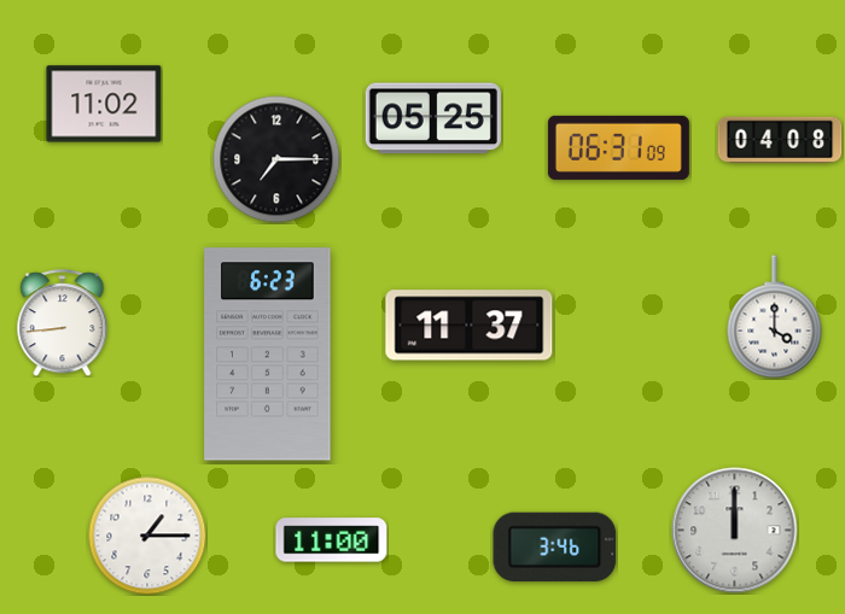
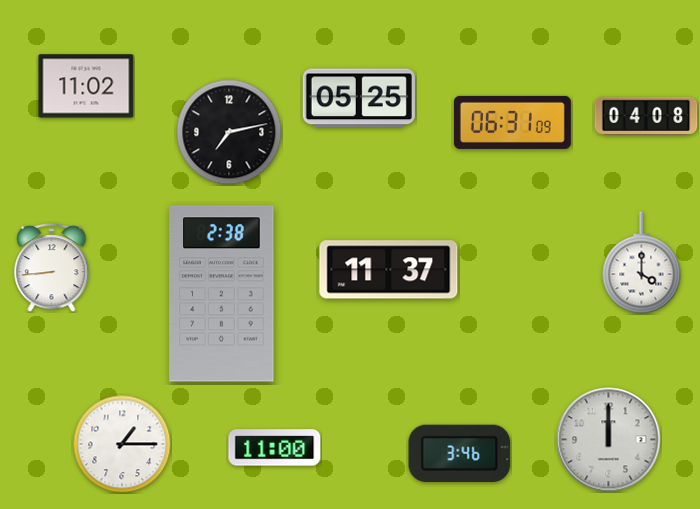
clock at (276, 159): 7:15 -> 7:13
clock at (268, 355): 6:23 -> 2:38
